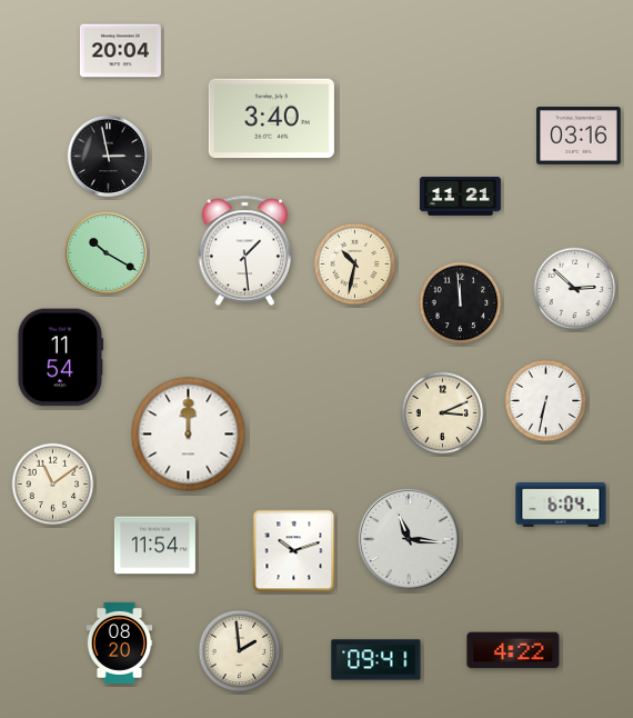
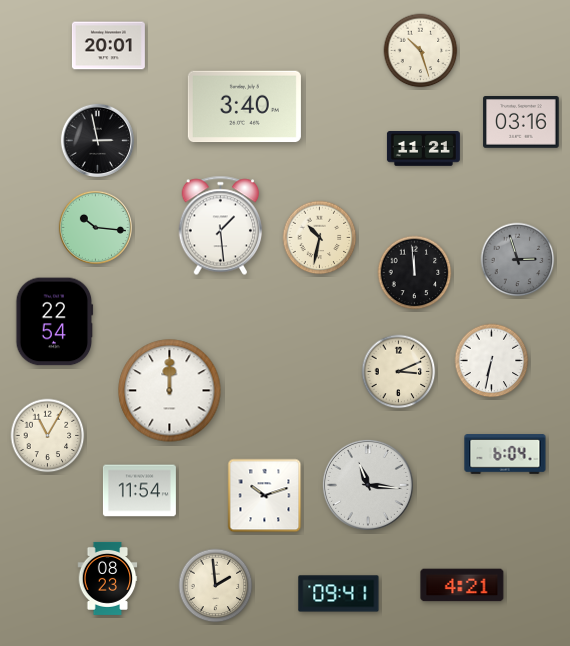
clock at (120, 51): 20:04 -> 20:01
clock at (421, 51): none -> 10:27
clock at (460, 197) position: (460, 197) -> (423, 149)
clock at (105, 252): 10:20 -> 10:16
clock at (575, 289): 2:52 -> 2:57
clock at (575, 289) dial: white -> grey
clock at (61, 358): 11:54 -> 22:54
clock at (53, 485): 11:09 -> 11:05
clock at (120, 642): 08:20 -> 08:23
clock at (513, 650): 4:22 -> 4:21
